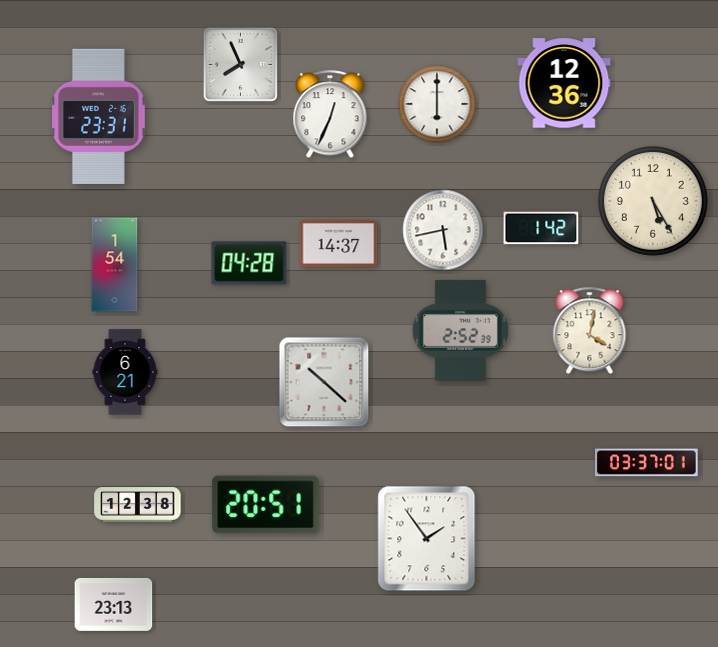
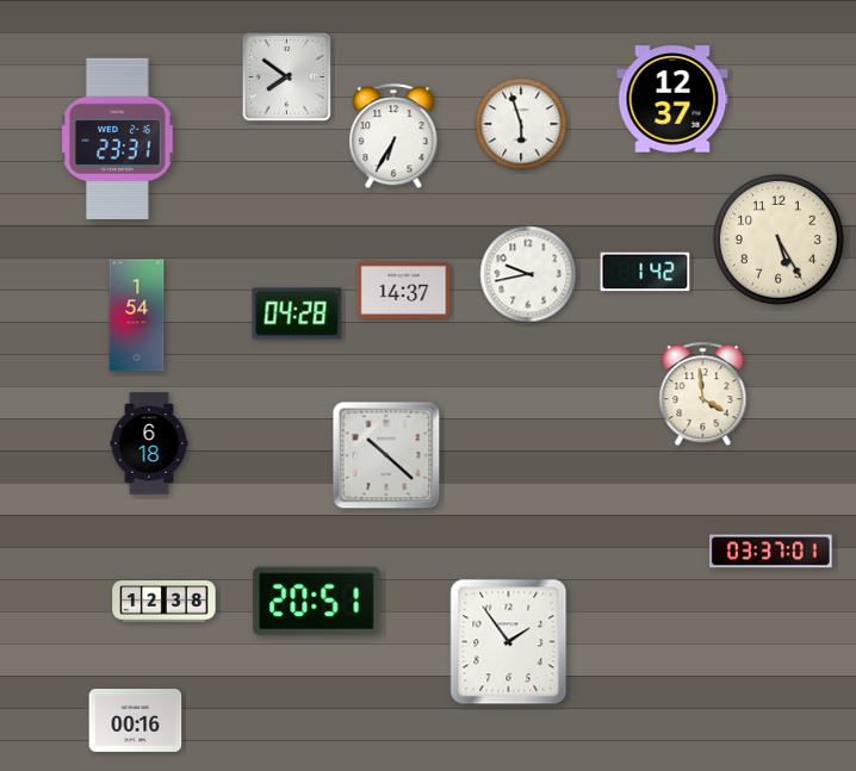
clock at (240, 64): 7:56 -> 7:51
clock at (564, 83): 12:36 -> 12:37
clock at (437, 104): 6:00 -> 5:57
clock at (330, 115): 12:34 -> 6:35
clock at (443, 230): 5:43 -> 9:43
clock at (460, 330): 2:52 -> none
clock at (590, 331): 4:02 -> 3:59
clock at (125, 372): 6:21 -> 6:18
clock at (114, 605): 23:13 -> 00:16
